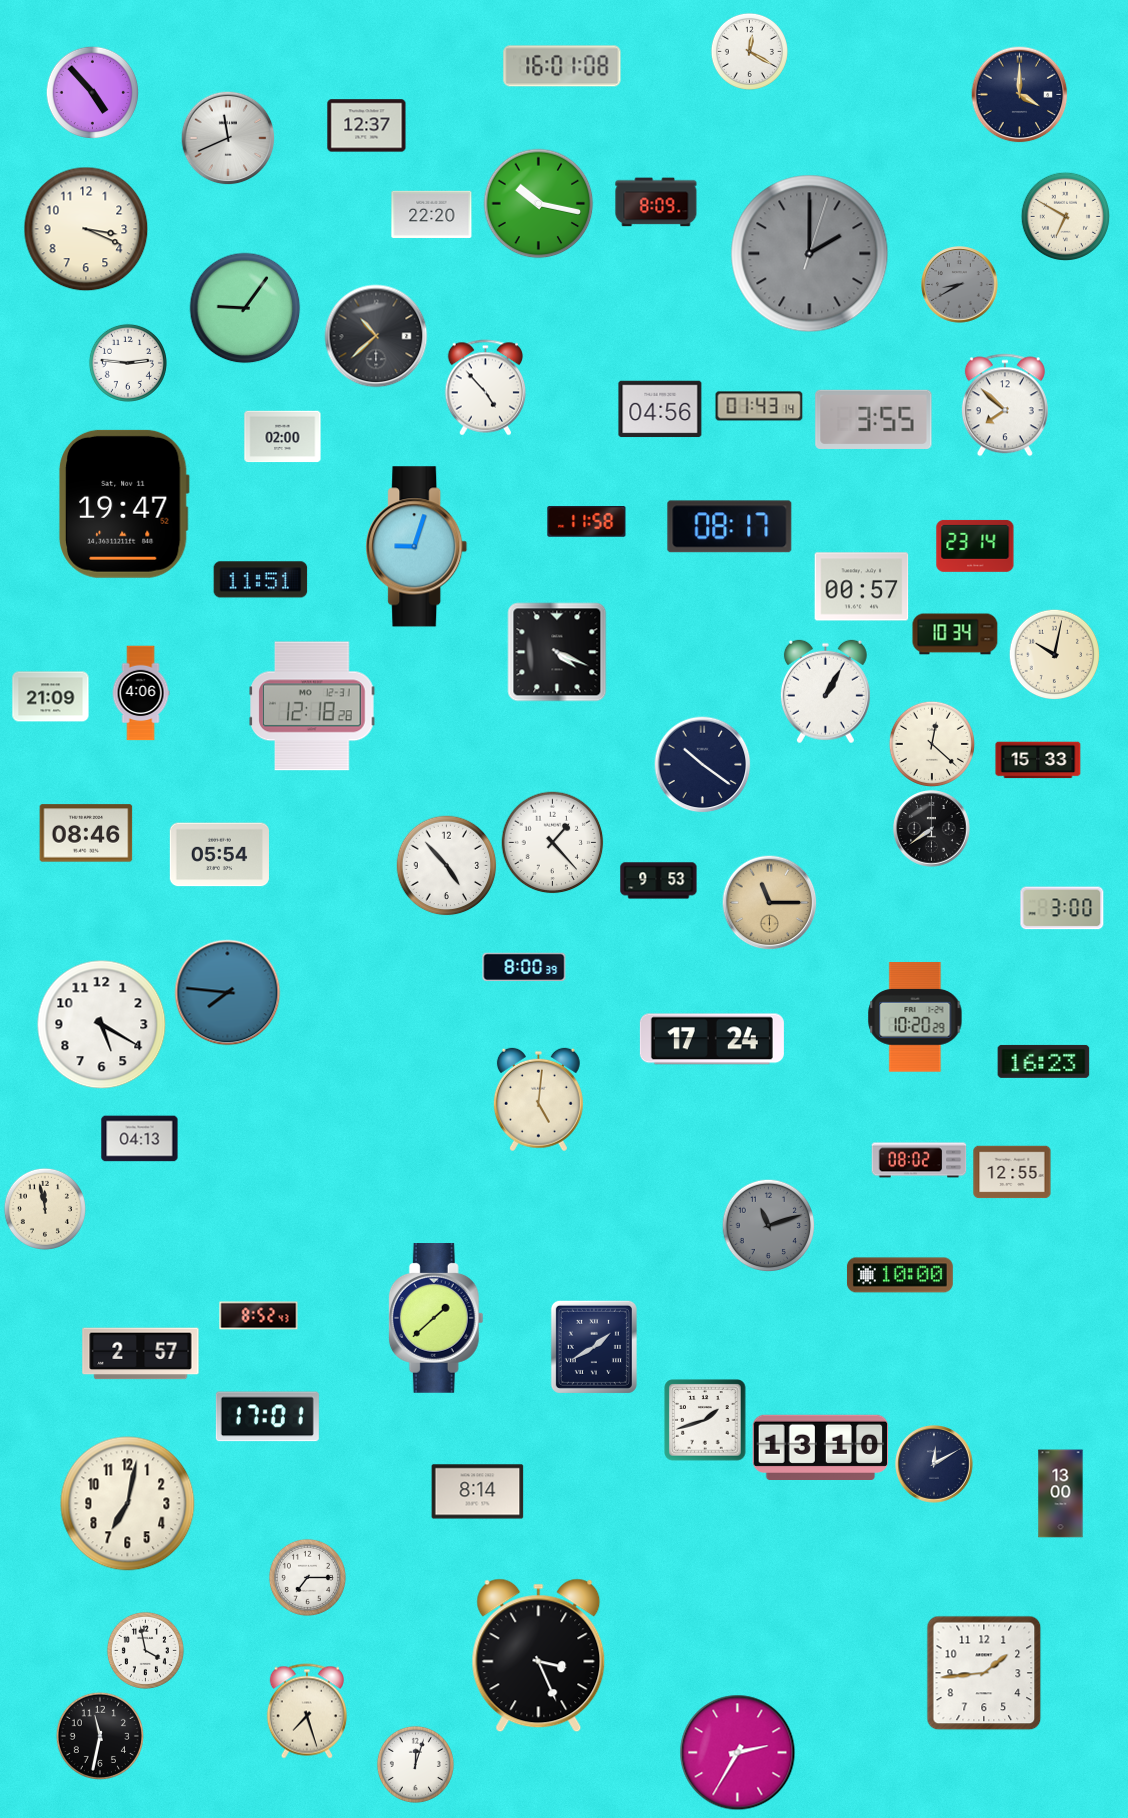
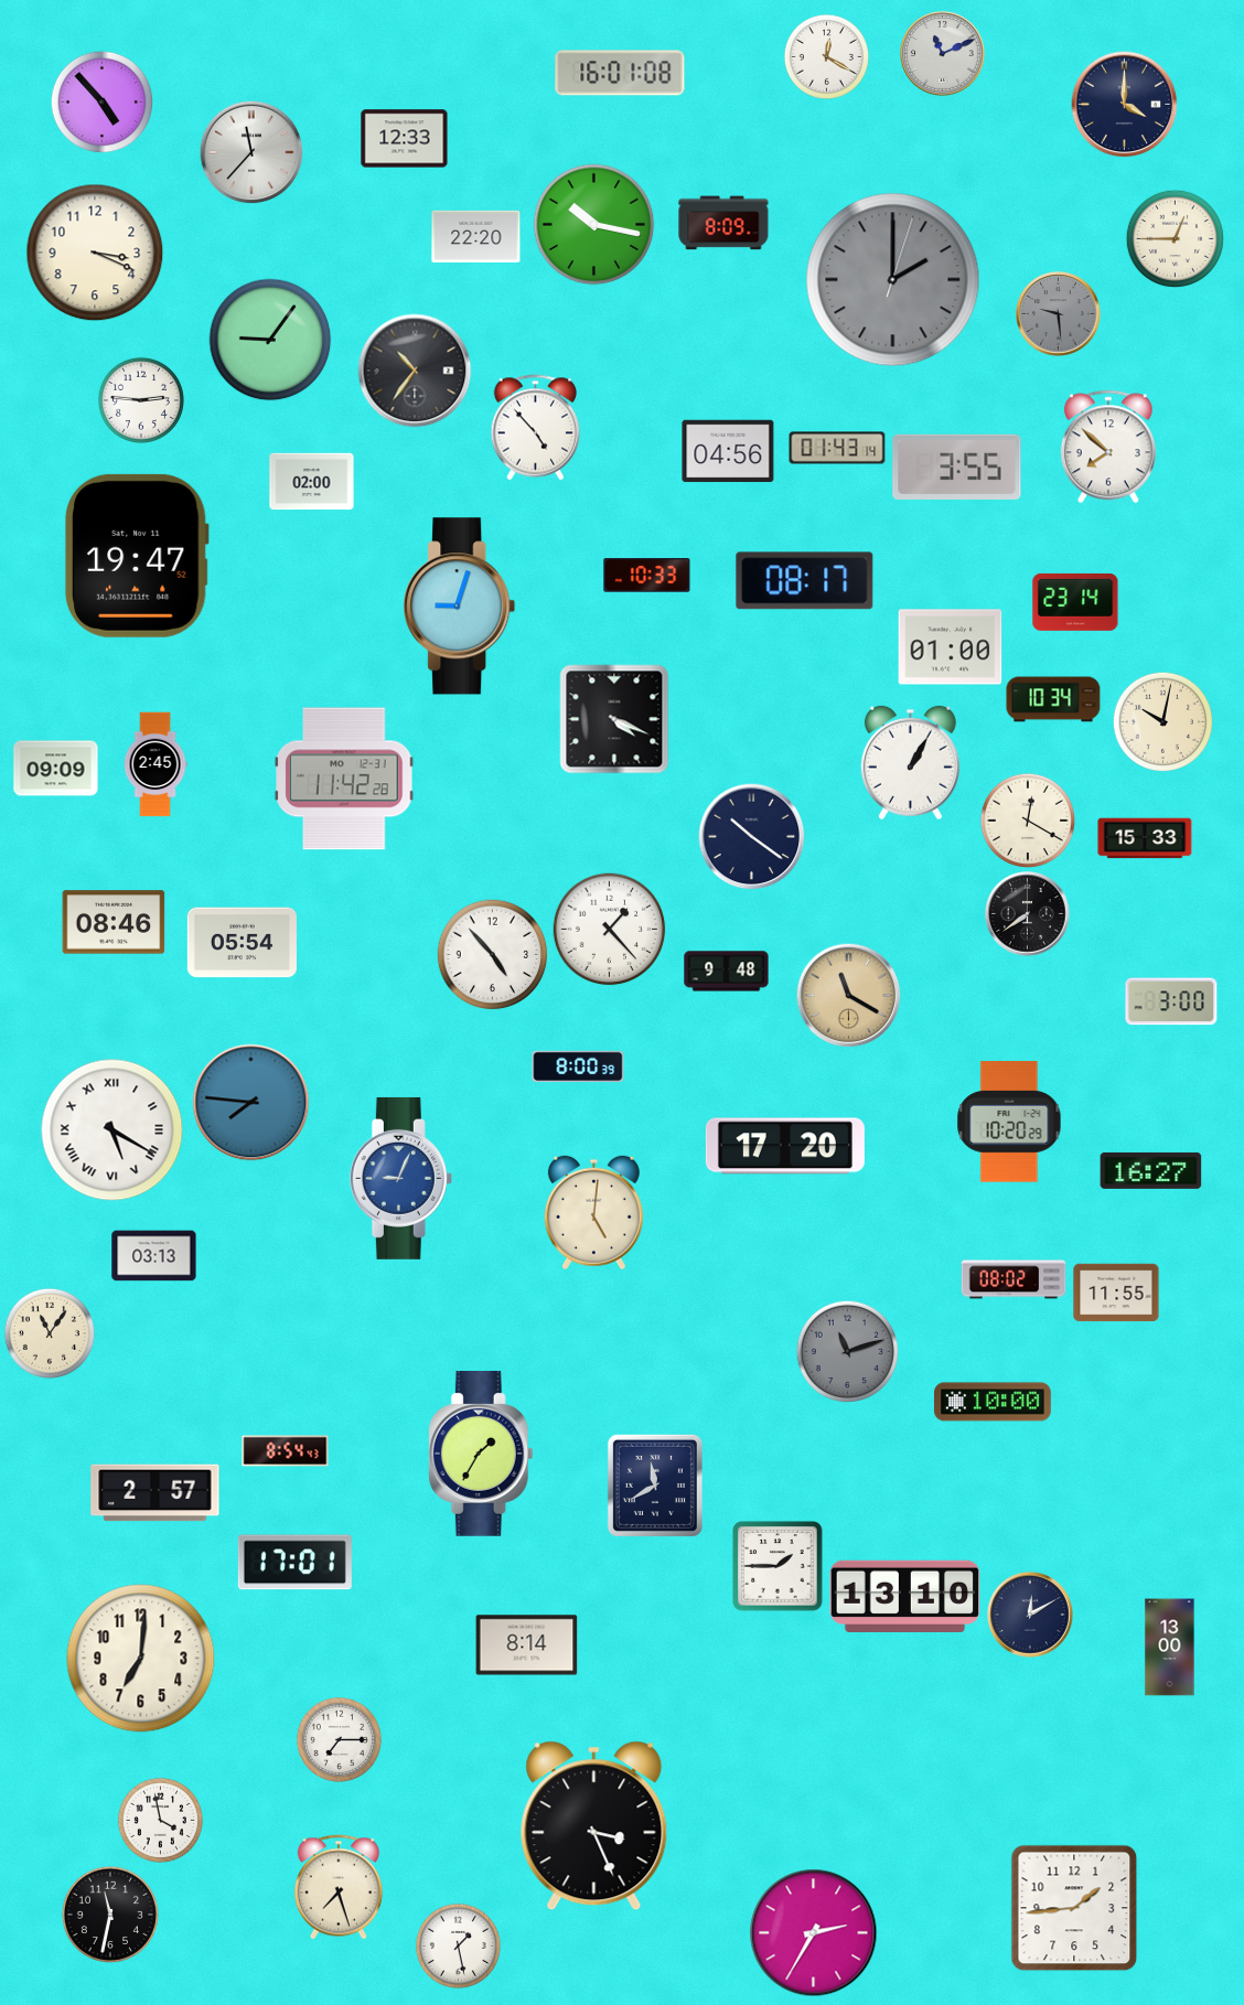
clock at (943, 54): none -> 11:11
clock at (367, 126): 12:37 -> 12:33
clock at (228, 138): 11:41 -> 11:37
clock at (1065, 216): 6:50 -> 12:45
clock at (960, 285): 8:40 -> 9:29
clock at (376, 336): 10:38 -> 10:36
clock at (874, 419) position: (874, 419) -> (957, 467)
clock at (587, 522): 11:58 -> 10:33
clock at (417, 547) position: (417, 547) -> (460, 607)
clock at (261, 580): 11:51 -> none
clock at (862, 587): 00:57 -> 01:00
clock at (141, 693): 4:06 -> 2:45
clock at (51, 697): 21:09 -> 09:09
clock at (312, 706): 12:18 -> 11:42
clock at (932, 744): 12:22 -> 12:20
clock at (703, 765) position: (703, 765) -> (752, 837)
clock at (86, 833) position: (86, 833) -> (114, 922)
clock at (659, 881): 9:53 -> 9:48
clock at (769, 902): 11:15 -> 11:20
clock at (228, 993) position: (228, 993) -> (251, 1103)
clock at (102, 1025) numerals: Arabic -> Roman
clock at (712, 1039): 17:24 -> 17:20
clock at (1044, 1061): 16:23 -> 16:27
clock at (400, 1178): none -> 9:04
clock at (140, 1139): 04:13 -> 03:13
clock at (1012, 1172): 12:55 -> 11:55
clock at (45, 1209): 11:58 -> 11:06
clock at (900, 1275) position: (900, 1275) -> (993, 1402)
clock at (259, 1316): 8:52 -> 8:54
clock at (436, 1319): 1:38 -> 1:35
clock at (594, 1347): 1:40 -> 11:40
clock at (705, 1420): 1:42 -> 1:45
clock at (128, 1504): 7:02 -> 7:01
clock at (984, 1673) position: (984, 1673) -> (1074, 1908)
clock at (415, 1764): 12:03 -> 1:28
